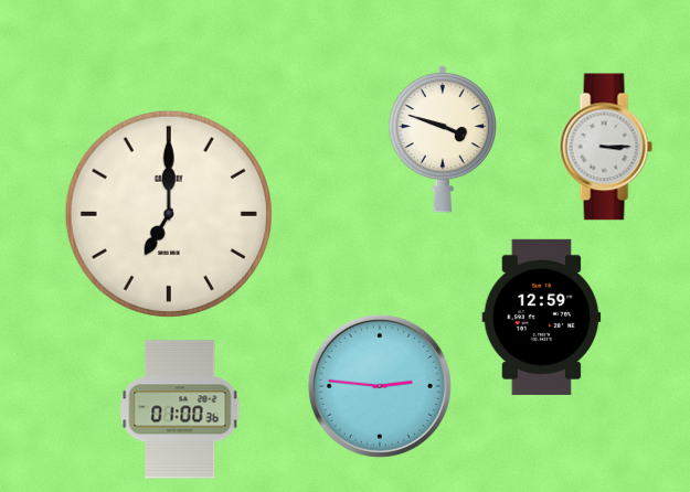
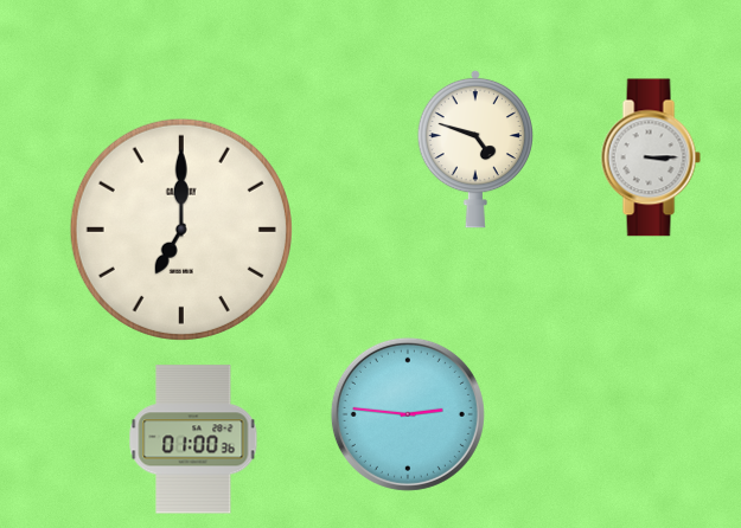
clock at (442, 139): 3:48 -> 4:48
clock at (542, 317): 12:59 -> none
